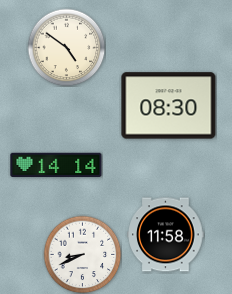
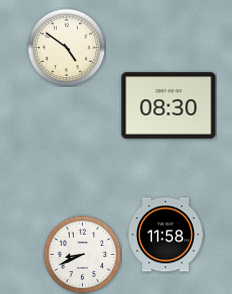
clock at (56, 164): 14:14 -> none
